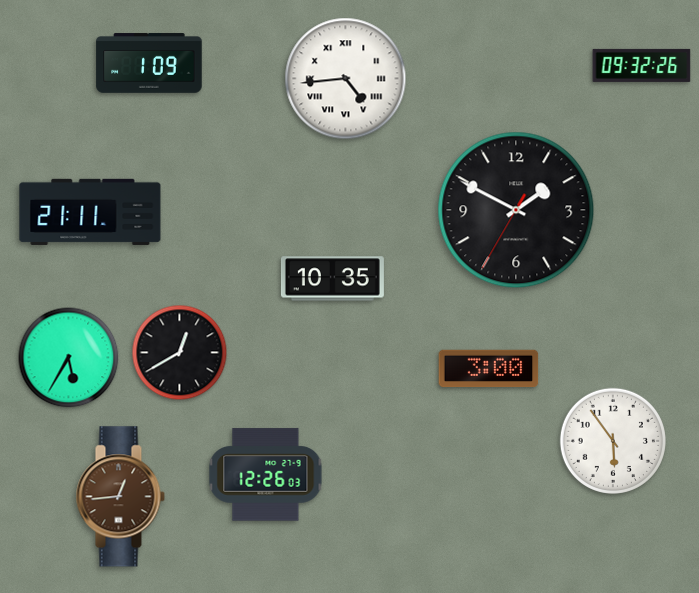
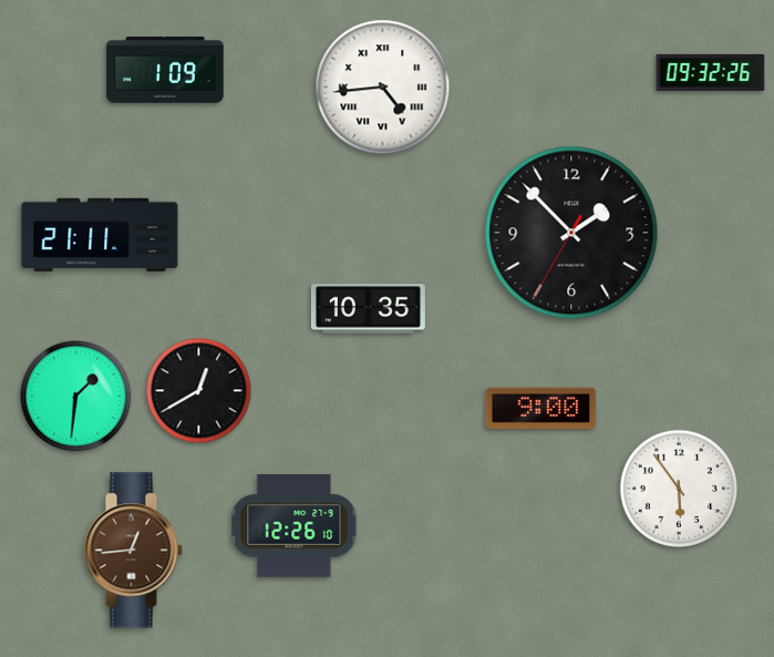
clock at (516, 210): 1:49 -> 1:52
clock at (69, 358): 5:35 -> 1:31
clock at (489, 369): 3:00 -> 9:00
clock at (266, 475): 12:26:03 -> 12:26:10
